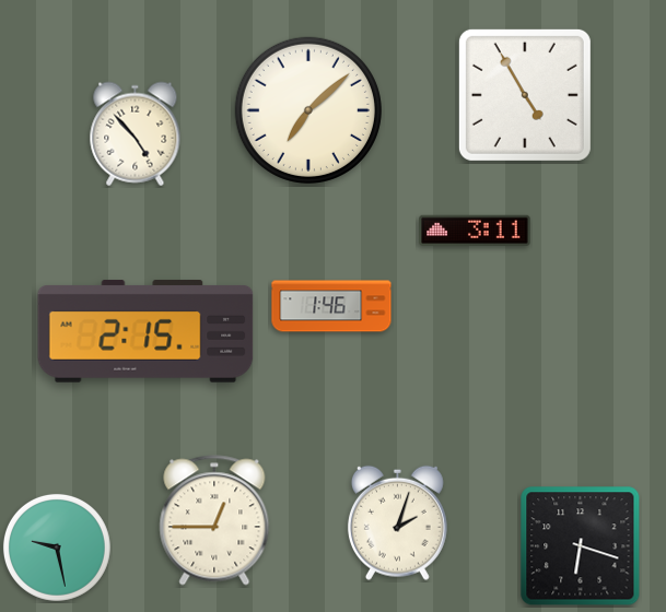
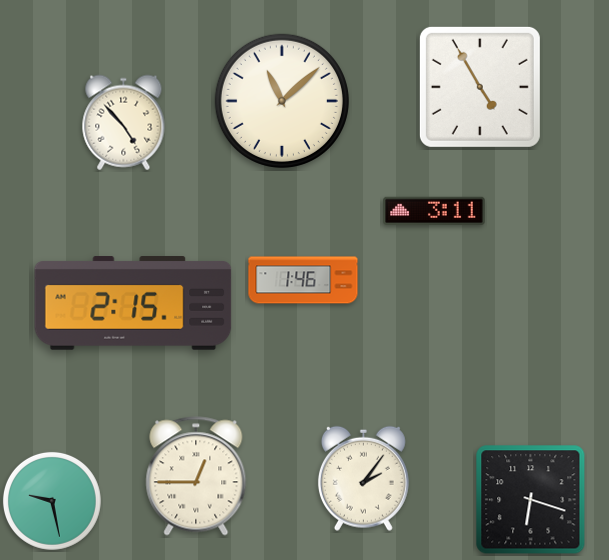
clock at (308, 110): 7:08 -> 11:08
clock at (397, 522): 2:03 -> 2:06
